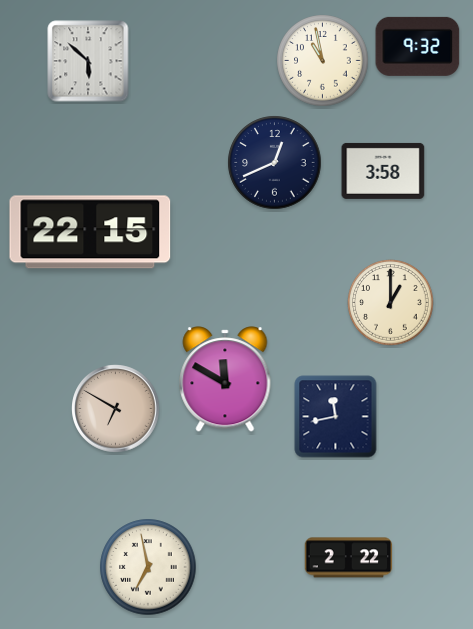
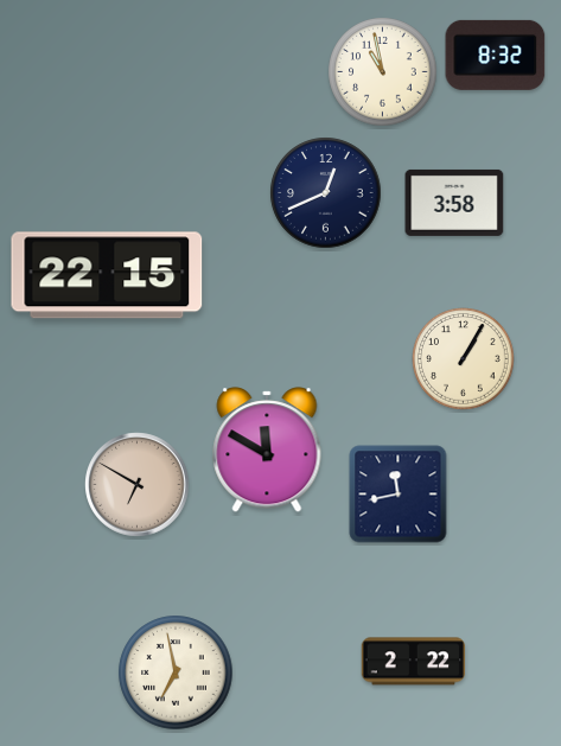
clock at (418, 46): 9:32 -> 8:32
clock at (88, 61): 5:52 -> none
clock at (391, 303): 1:00 -> 1:05
